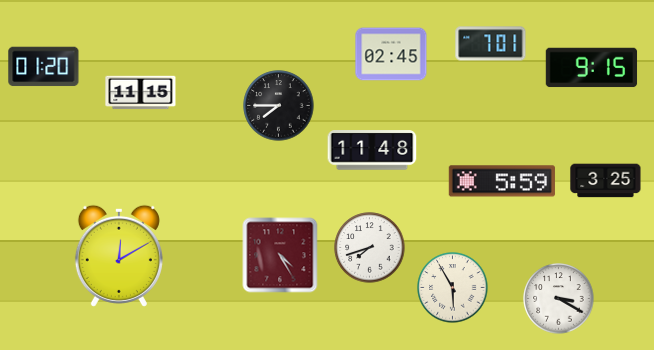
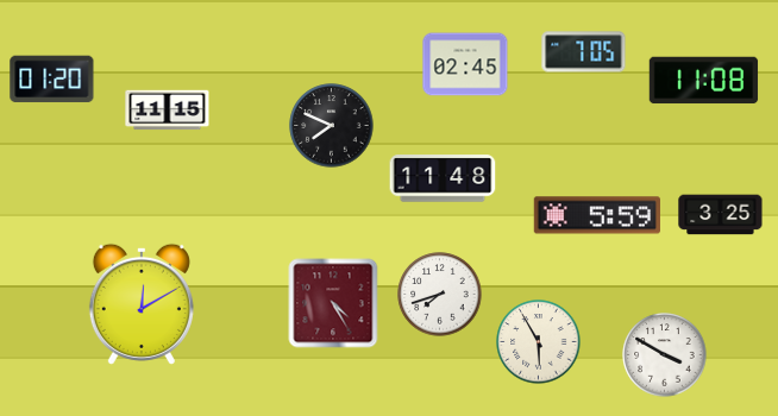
clock at (491, 44): 7:01 -> 7:05
clock at (592, 68): 9:15 -> 11:08
clock at (279, 106): 7:45 -> 7:49
clock at (559, 299): 3:20 -> 3:50
